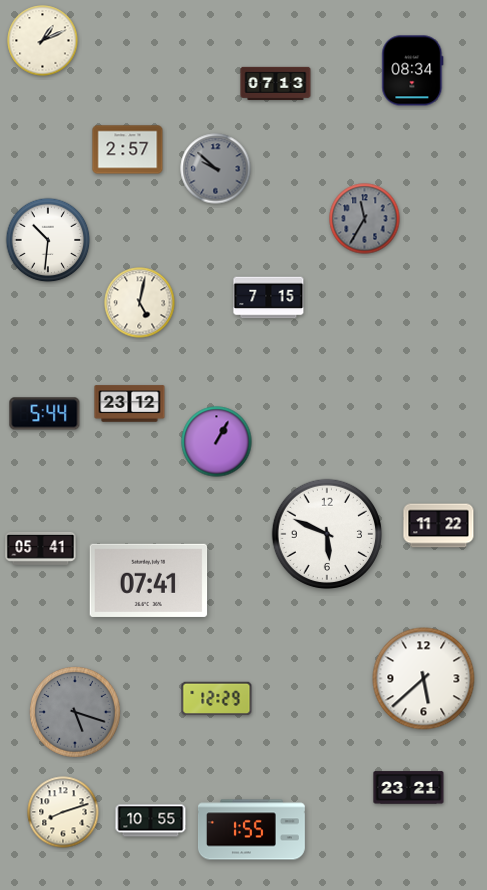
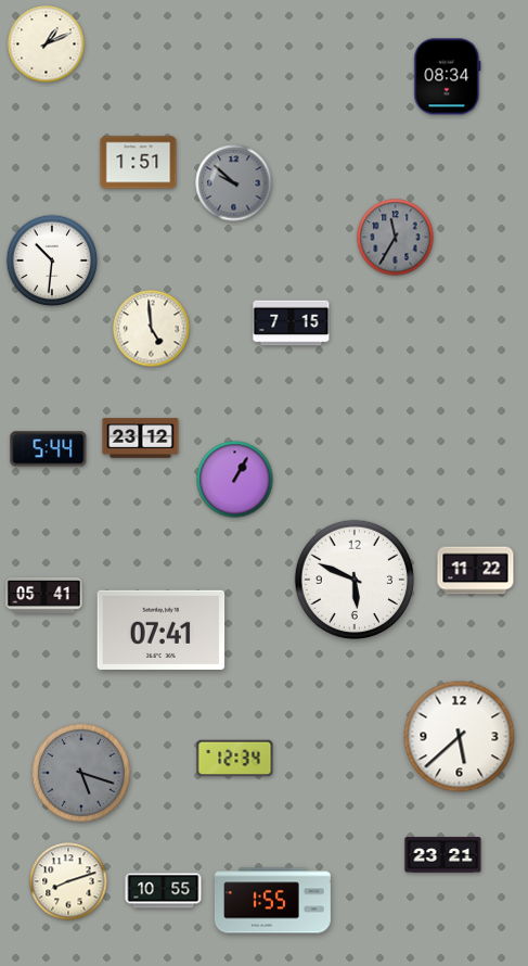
clock at (276, 83): 07:13 -> none
clock at (128, 150): 2:57 -> 1:51
clock at (140, 303): 5:02 -> 4:59
clock at (217, 699): 12:29 -> 12:34
